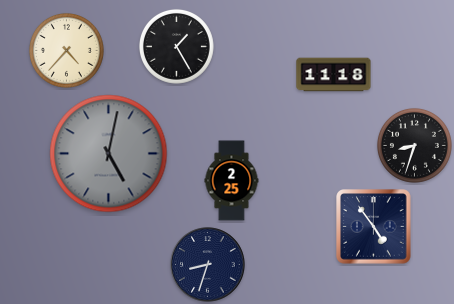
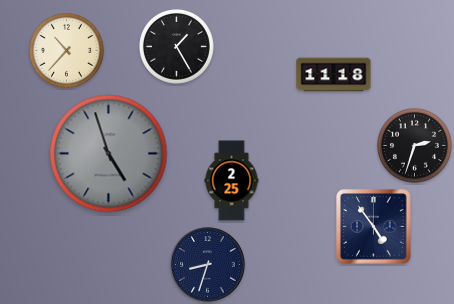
clock at (66, 50): 4:37 -> 10:37
clock at (414, 145): 8:33 -> 2:33
clock at (109, 154): 5:02 -> 4:57
